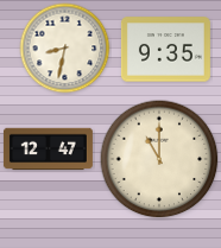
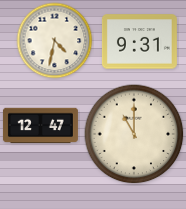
clock at (65, 49): 8:32 -> 4:32
clock at (165, 50): 9:35 -> 9:31
